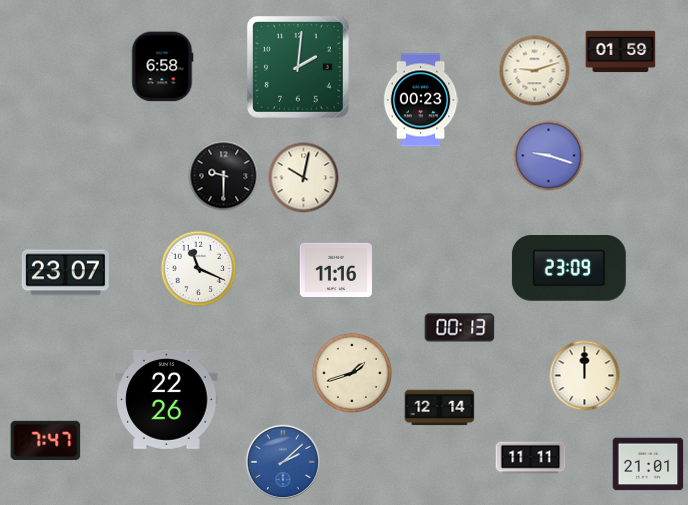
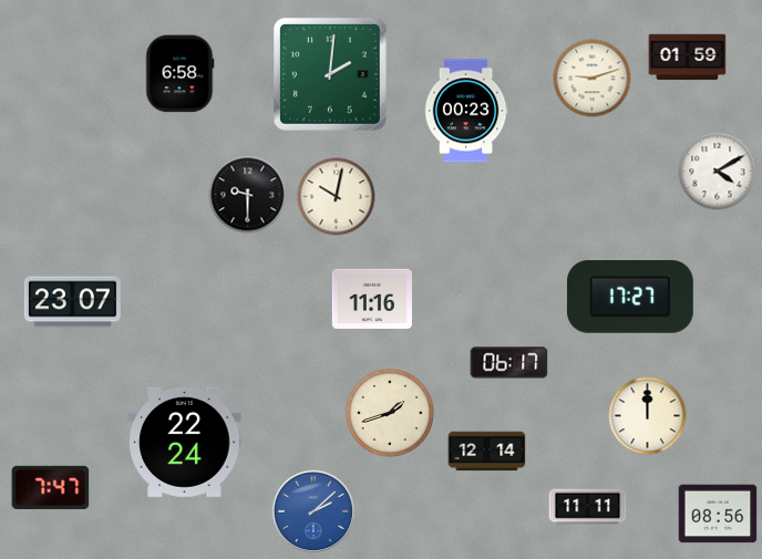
clock at (718, 172): none -> 4:10
clock at (549, 156): 9:18 -> none
clock at (199, 269): 11:19 -> none
clock at (569, 269): 23:09 -> 17:27
clock at (460, 328): 00:13 -> 06:17
clock at (167, 399): 22:26 -> 22:24
clock at (648, 464): 21:01 -> 08:56
